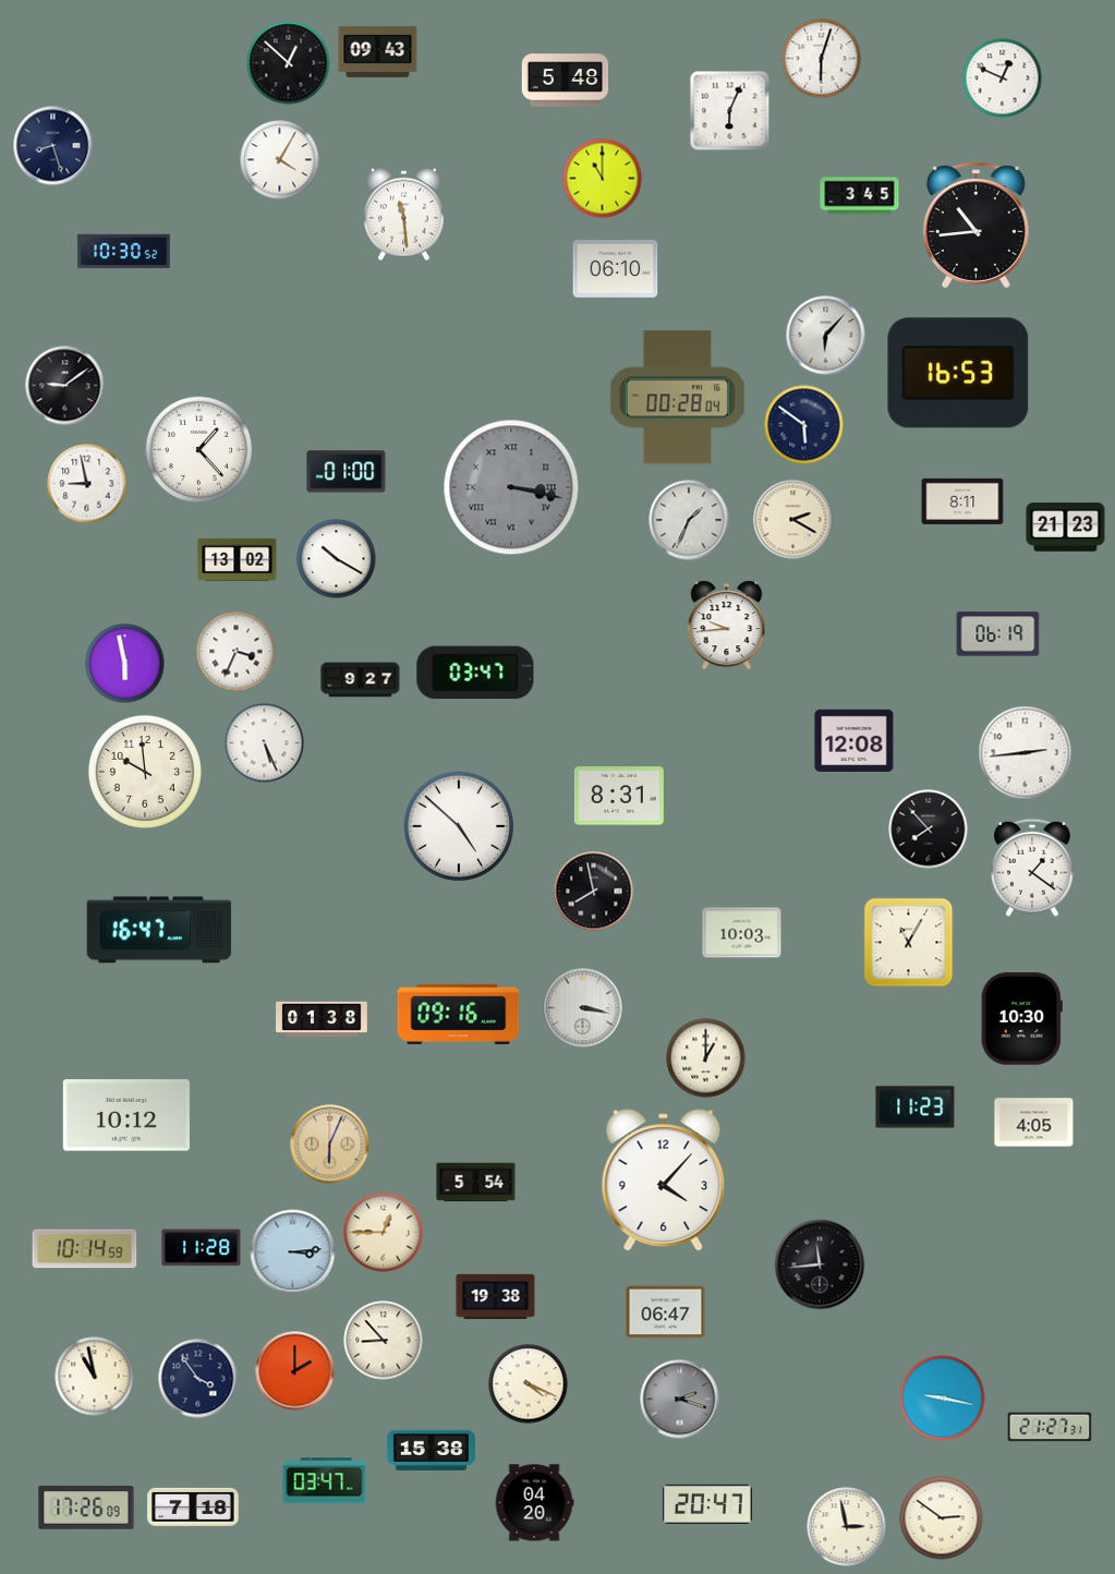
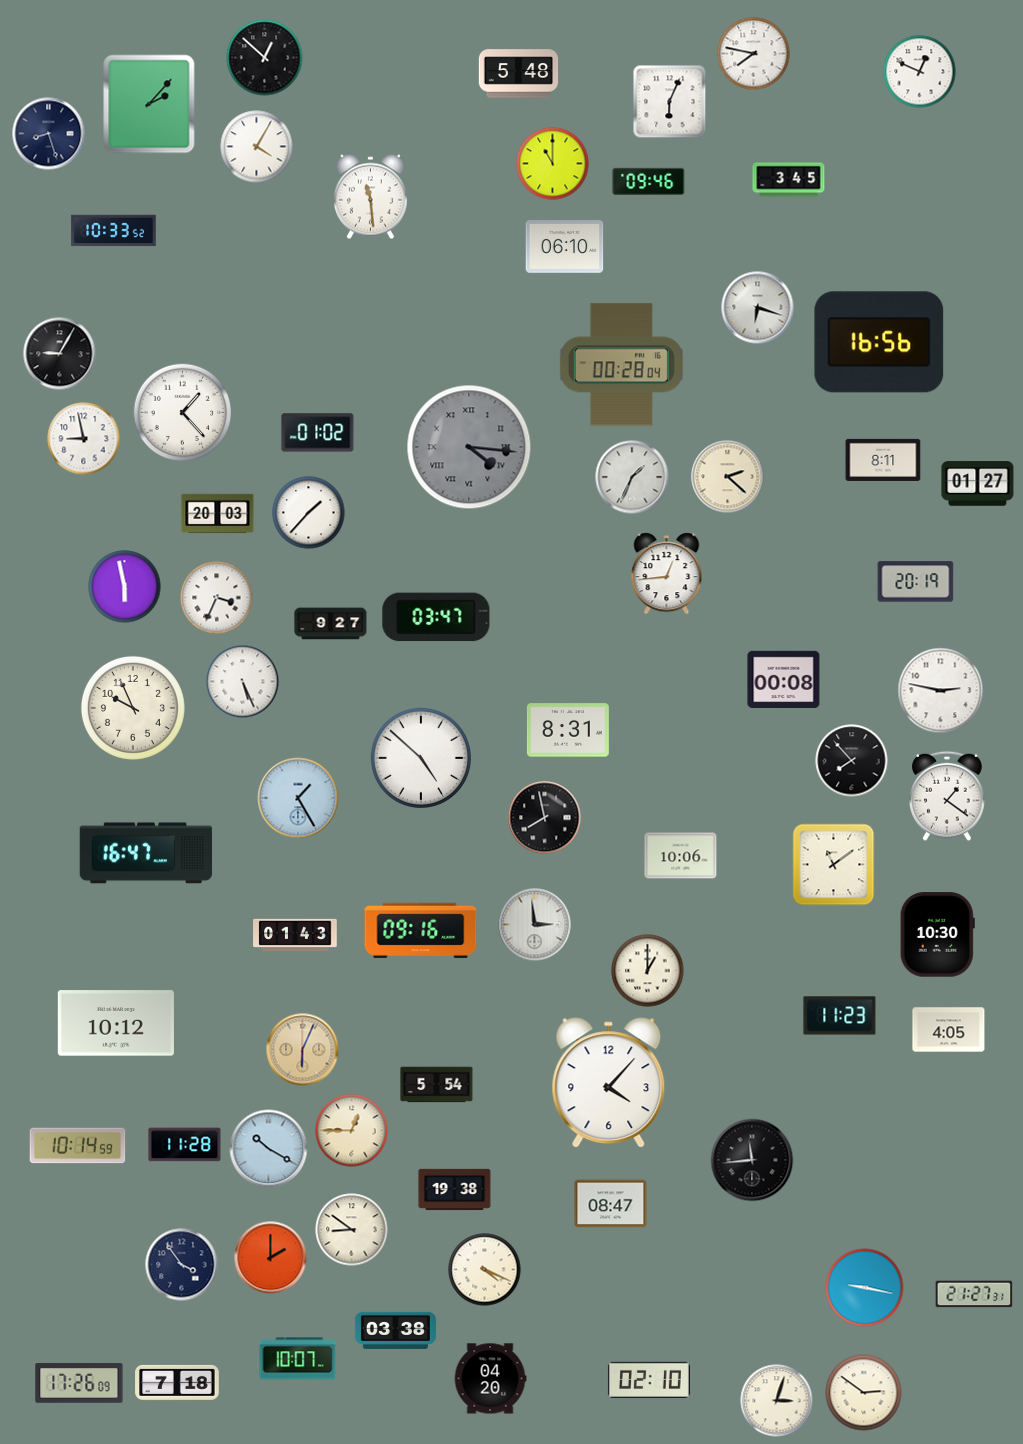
clock at (378, 51): 09:43 -> none
clock at (822, 59): 6:03 -> 7:47
clock at (149, 104): none -> 2:07
clock at (649, 181): none -> 09:46
clock at (975, 226): 10:44 -> none
clock at (124, 252): 10:30 -> 10:33
clock at (826, 336): 6:07 -> 6:18
clock at (958, 373): 16:53 -> 16:56
clock at (65, 386): 9:09 -> 9:05
clock at (804, 425): 5:51 -> none
clock at (347, 472): 01:00 -> 01:02
clock at (87, 484) position: (87, 484) -> (84, 439)
clock at (511, 487): 3:17 -> 4:16
clock at (793, 520): 2:20 -> 2:22
clock at (1066, 528): 21:23 -> 01:27
clock at (337, 559): 10:20 -> 1:37
clock at (238, 560): 13:02 -> 20:03
clock at (727, 626): 9:44 -> 12:44
clock at (998, 634): 06:19 -> 20:19
clock at (125, 664) position: (125, 664) -> (125, 587)
clock at (855, 741): 12:08 -> 00:08
clock at (1026, 753): 2:44 -> 2:47
clock at (145, 772): 9:59 -> 9:56
clock at (298, 798): none -> 1:25
clock at (742, 933): 10:03 -> 10:06
clock at (909, 943): 11:05 -> 11:09
clock at (583, 1008): 3:17 -> 2:59
clock at (322, 1019): 01:38 -> 01:43
clock at (293, 1252): 3:14 -> 10:20
clock at (666, 1312): 06:47 -> 08:47
clock at (384, 1341): 8:53 -> 8:51
clock at (95, 1377): 10:58 -> none
clock at (943, 1399) position: (943, 1399) -> (865, 1288)
clock at (680, 1400): 2:18 -> none
clock at (1050, 1427) position: (1050, 1427) -> (974, 1294)
clock at (431, 1450): 15:38 -> 03:38
clock at (325, 1481): 03:47 -> 10:07
clock at (707, 1504): 20:47 -> 02:10
clock at (847, 1527): 2:58 -> 3:03
